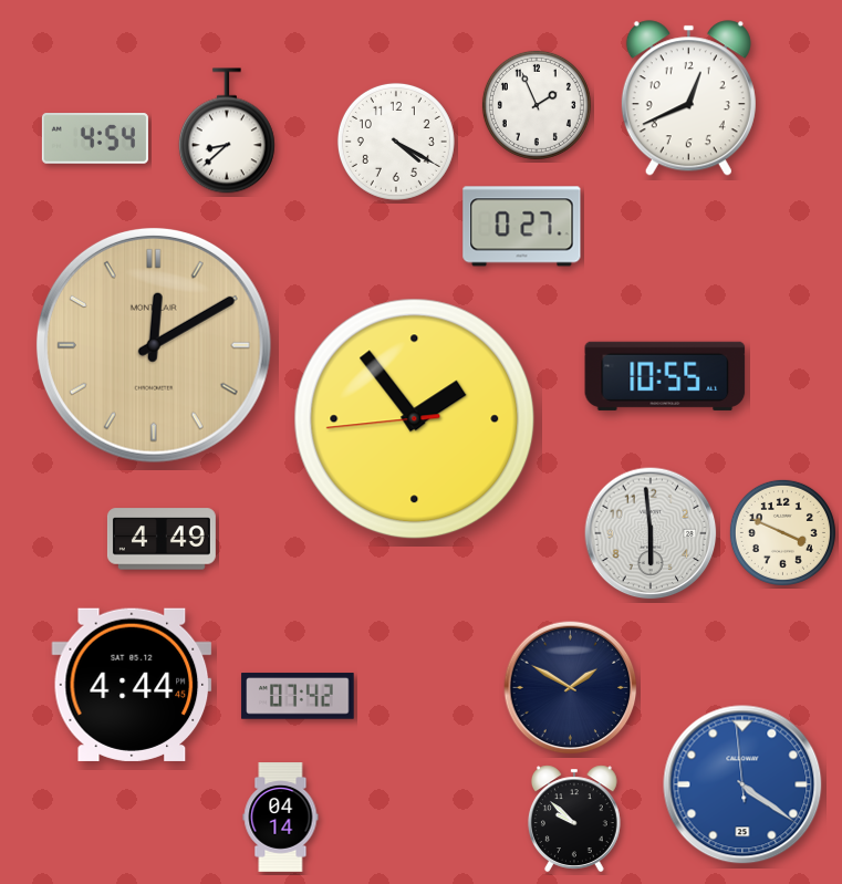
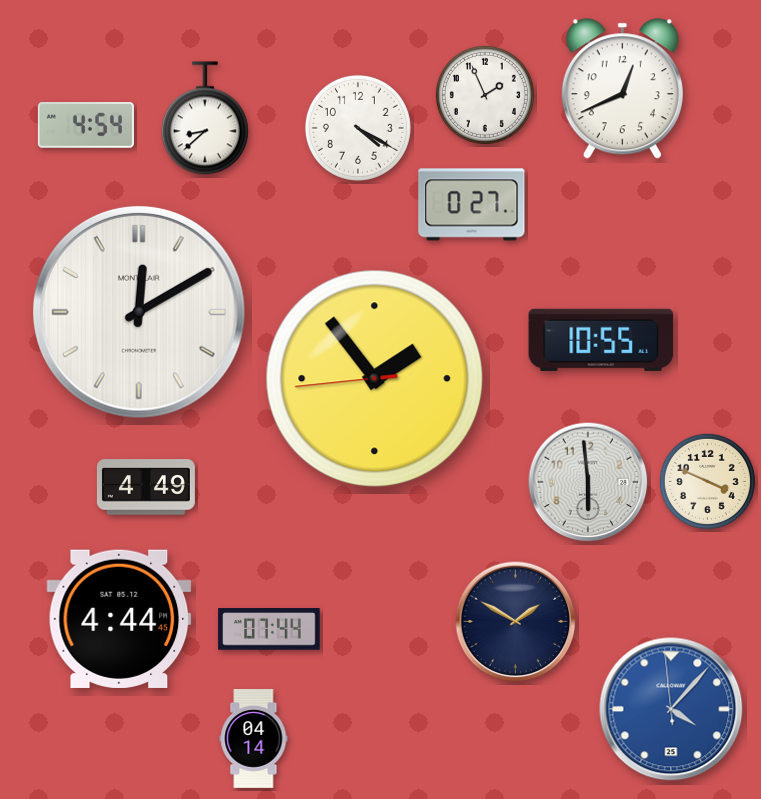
clock at (154, 345) dial: champagne -> white
clock at (298, 696): 07:42 -> 07:44
clock at (742, 784): 4:20 -> 4:06
clock at (574, 819): 9:52 -> none
